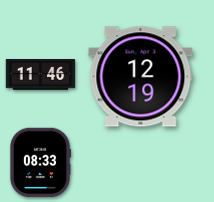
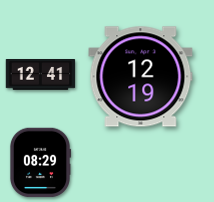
clock at (41, 75): 11:46 -> 12:41
clock at (40, 163): 08:33 -> 08:29
